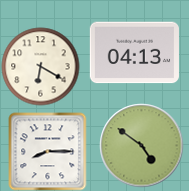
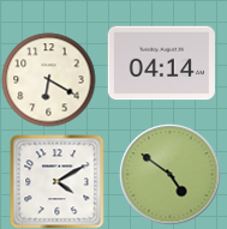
clock at (134, 53): 04:13 -> 04:14
clock at (47, 151): 8:15 -> 4:10
